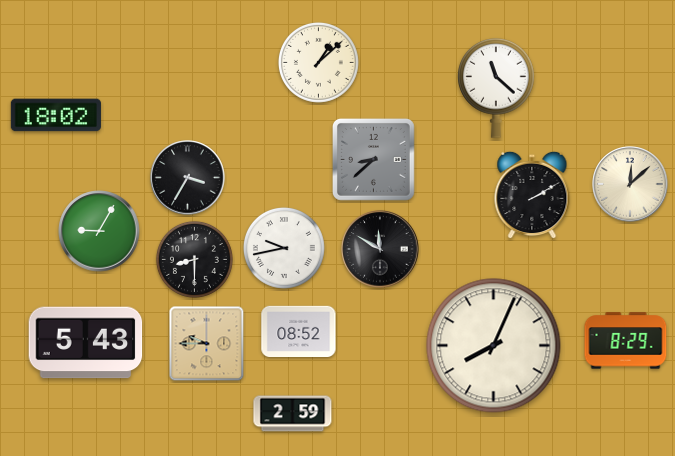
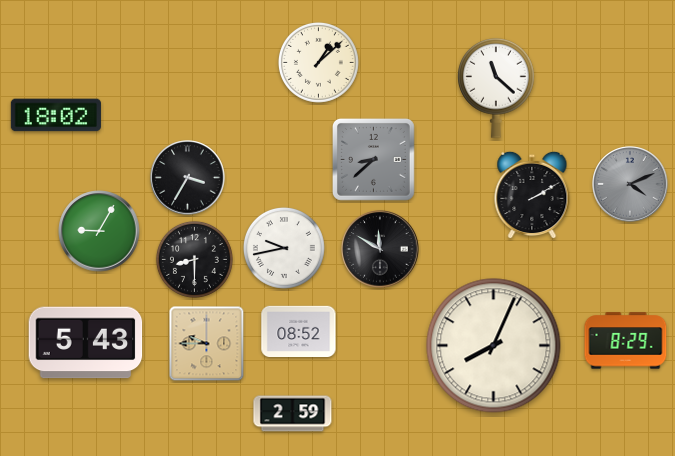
clock at (630, 184): 12:08 -> 4:11
clock at (630, 184) dial: cream -> grey
